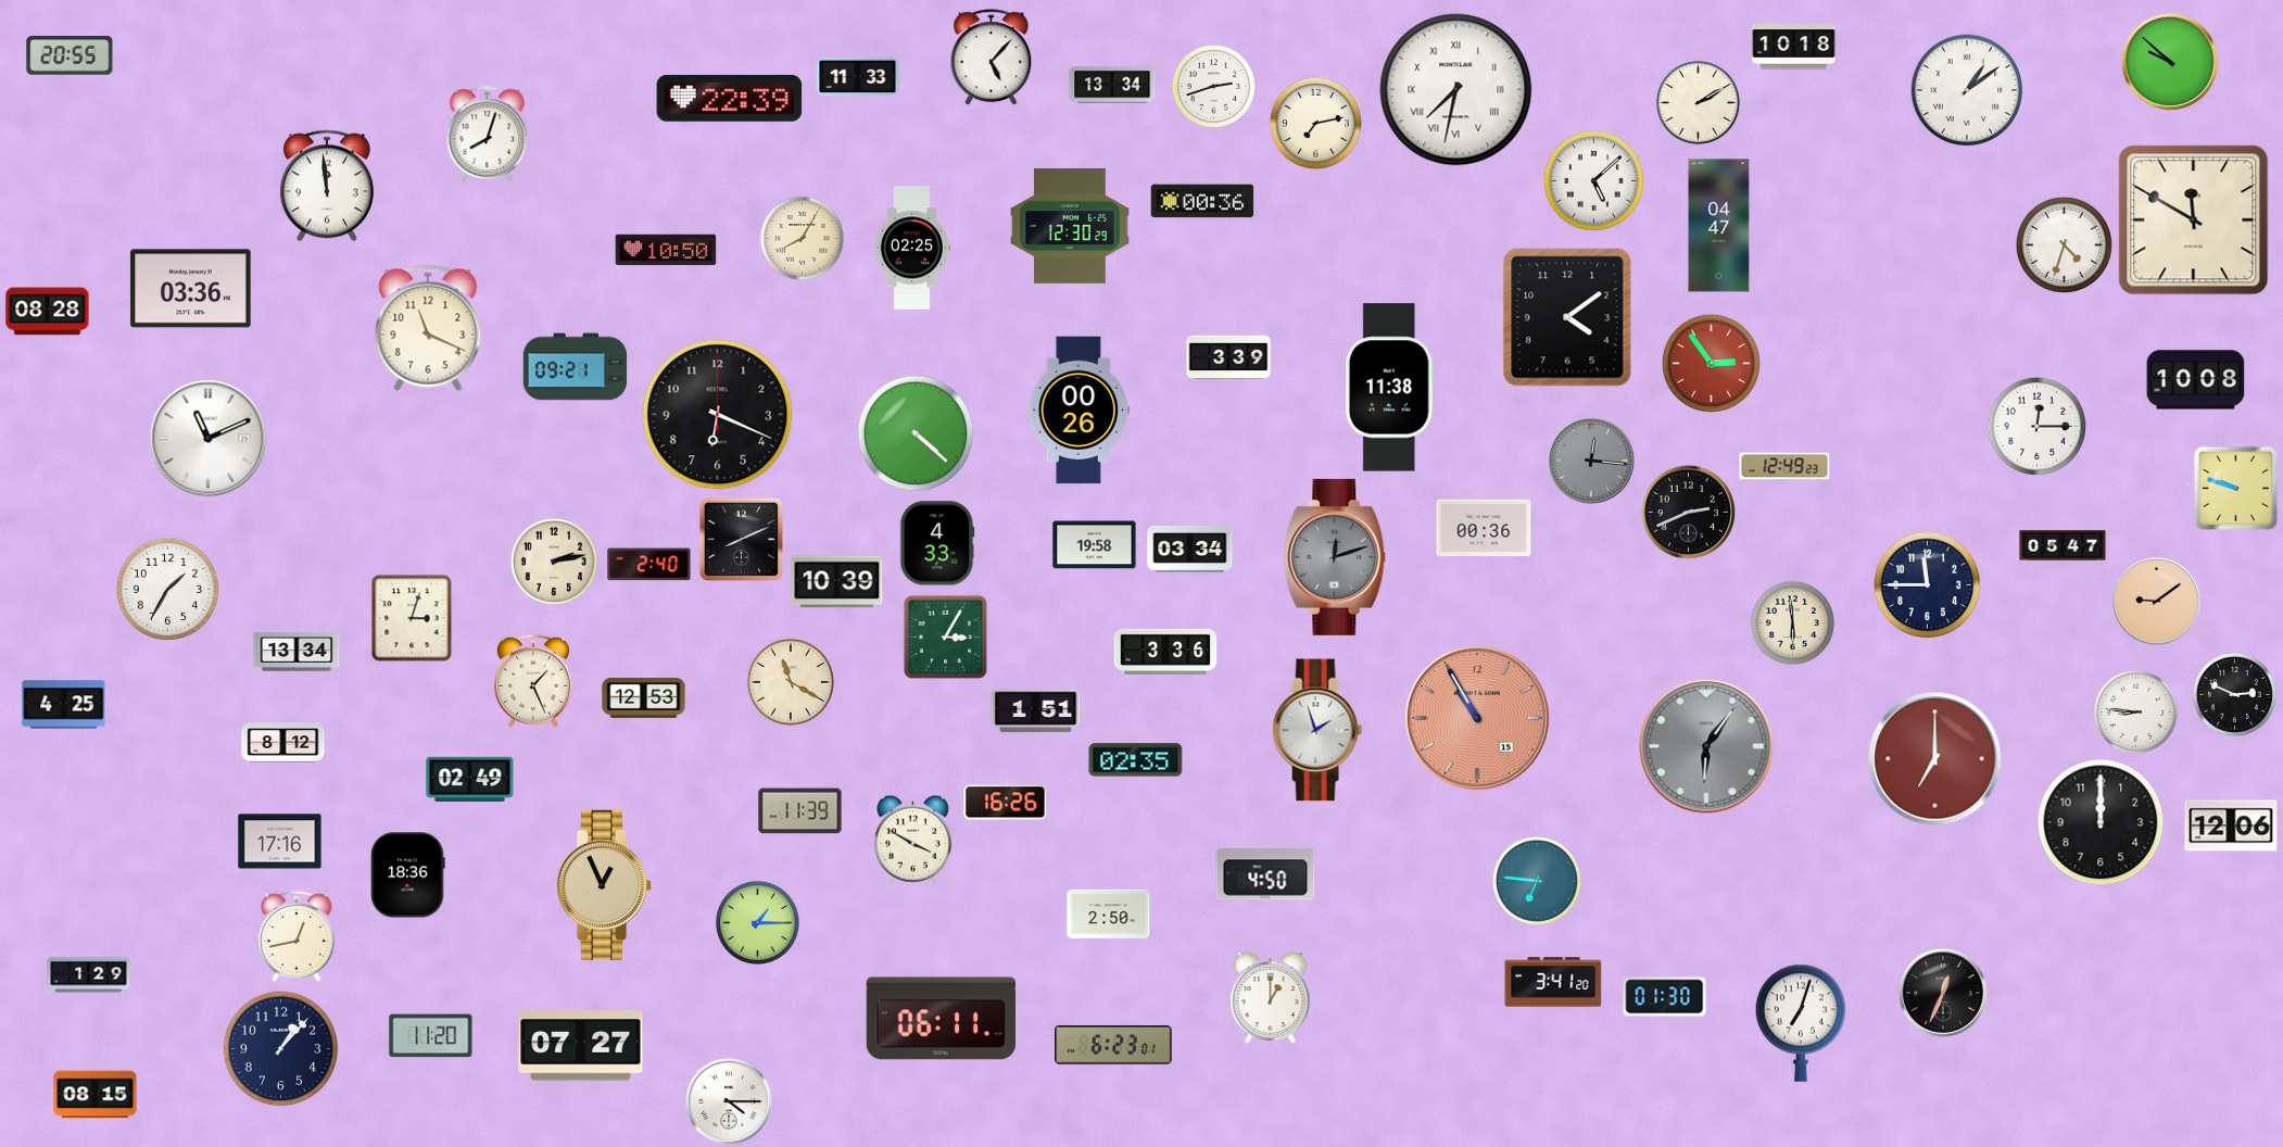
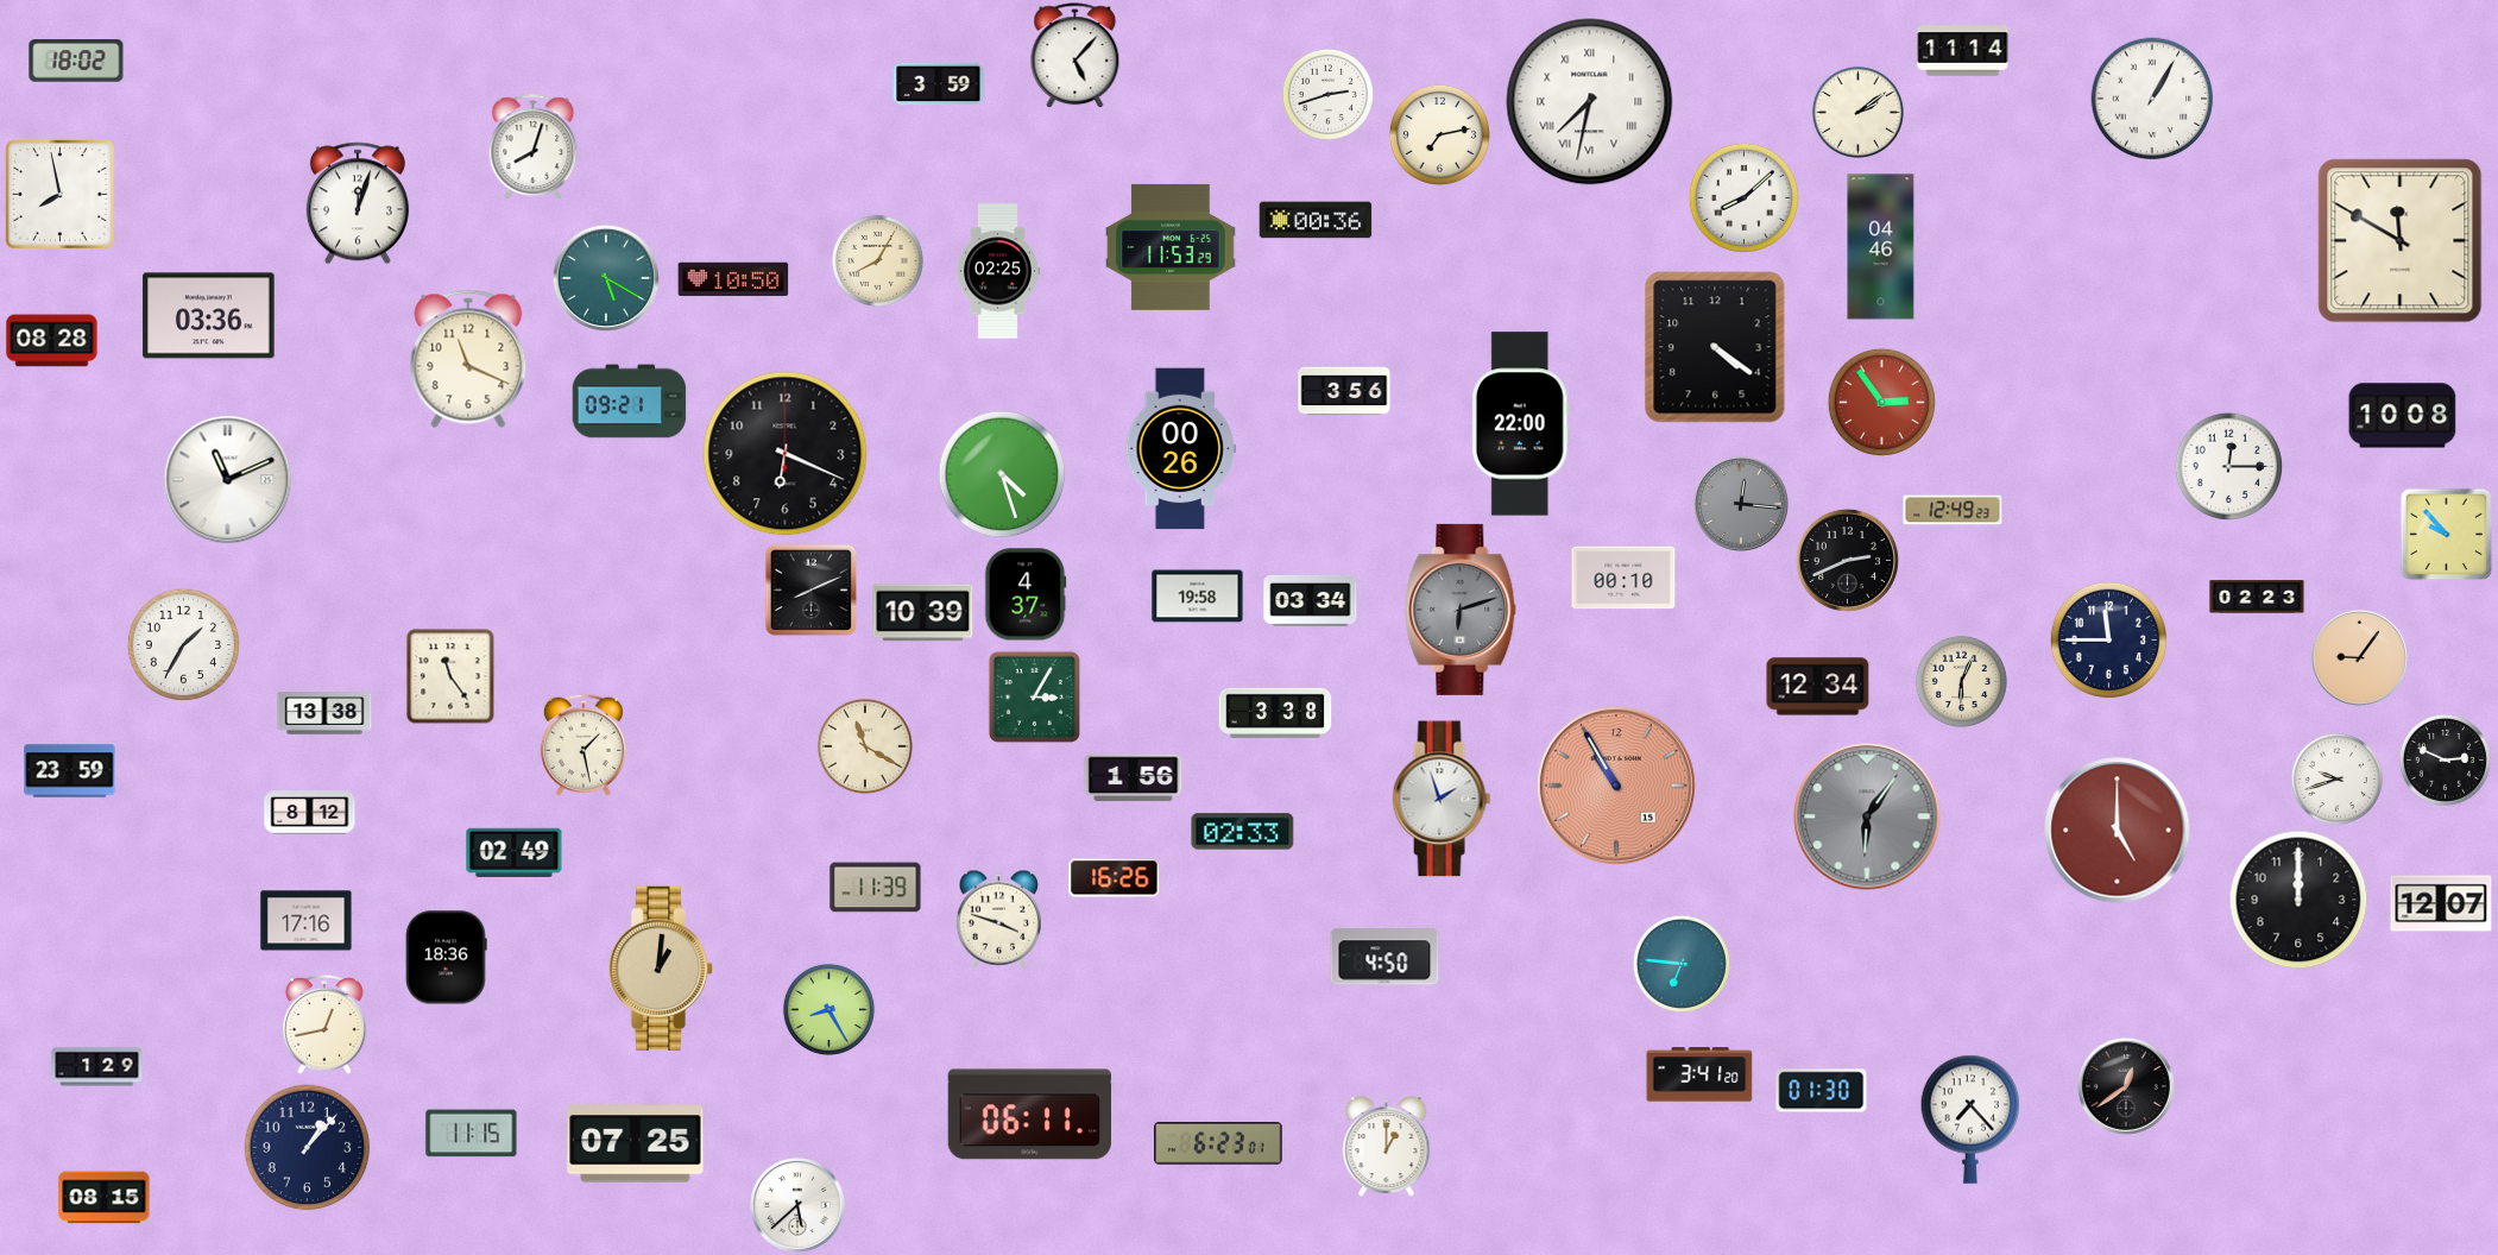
clock at (1794, 47): 10:18 -> 11:14
clock at (70, 55): 20:55 -> 18:02
clock at (992, 58) position: (992, 58) -> (1075, 56)
clock at (2169, 61): 9:52 -> none
clock at (858, 77): 11:33 -> 3:59
clock at (1112, 85): 13:34 -> none
clock at (1456, 90) position: (1456, 90) -> (1590, 102)
clock at (1967, 90): 1:09 -> 1:05
clock at (730, 98): 22:39 -> none
clock at (1698, 102): 2:10 -> 2:09
clock at (61, 195): none -> 7:58
clock at (1593, 180): 5:08 -> 8:08
clock at (327, 186): 11:59 -> 12:03
clock at (1070, 226): 12:30 -> 11:53
clock at (1719, 226): 04:47 -> 04:46
clock at (2064, 244): 4:33 -> none
clock at (666, 250) position: (666, 250) -> (733, 279)
clock at (605, 277): none -> 5:20
clock at (1567, 317): 4:09 -> 4:21
clock at (1228, 357): 3:39 -> 3:56
clock at (1711, 363) position: (1711, 363) -> (1881, 402)
clock at (1389, 388): 11:38 -> 22:00
clock at (916, 433): 4:22 -> 4:27
clock at (2235, 488): 9:48 -> 9:53
clock at (1484, 528): 00:36 -> 00:10
clock at (937, 543): 4:33 -> 4:37
clock at (2063, 545): 05:47 -> 02:23
clock at (1190, 549) position: (1190, 549) -> (1311, 600)
clock at (1335, 557): 12:12 -> 6:12
clock at (554, 562): 2:13 -> none
clock at (649, 565): 2:40 -> none
clock at (837, 582) position: (837, 582) -> (923, 613)
clock at (2156, 601): 9:09 -> 9:06
clock at (412, 618): 3:03 -> 11:24
clock at (1792, 622): 5:59 -> 6:04
clock at (1818, 687): none -> 12:34
clock at (297, 652): 13:34 -> 13:38
clock at (1165, 652): 3:36 -> 3:38
clock at (533, 681): 1:26 -> 1:28
clock at (644, 698): 12:53 -> none
clock at (64, 705): 4:25 -> 23:59
clock at (1036, 711): 1:51 -> 1:56
clock at (2135, 711): 8:46 -> 9:42
clock at (1935, 759): 7:00 -> 5:00
clock at (1136, 760): 02:35 -> 02:33
clock at (1006, 803) position: (1006, 803) -> (1115, 878)
clock at (2231, 825): 12:06 -> 12:07
clock at (913, 840): 3:50 -> 3:48
clock at (604, 884): 12:56 -> 1:01
clock at (1109, 913): 2:50 -> none
clock at (757, 922): 1:15 -> 8:25
clock at (1943, 993): 12:34 -> 12:39
clock at (1271, 997) position: (1271, 997) -> (1387, 1146)
clock at (1801, 1023): 7:03 -> 7:23
clock at (431, 1036): 11:20 -> 11:15
clock at (581, 1046): 07:27 -> 07:25
clock at (730, 1102): 4:15 -> 5:38
